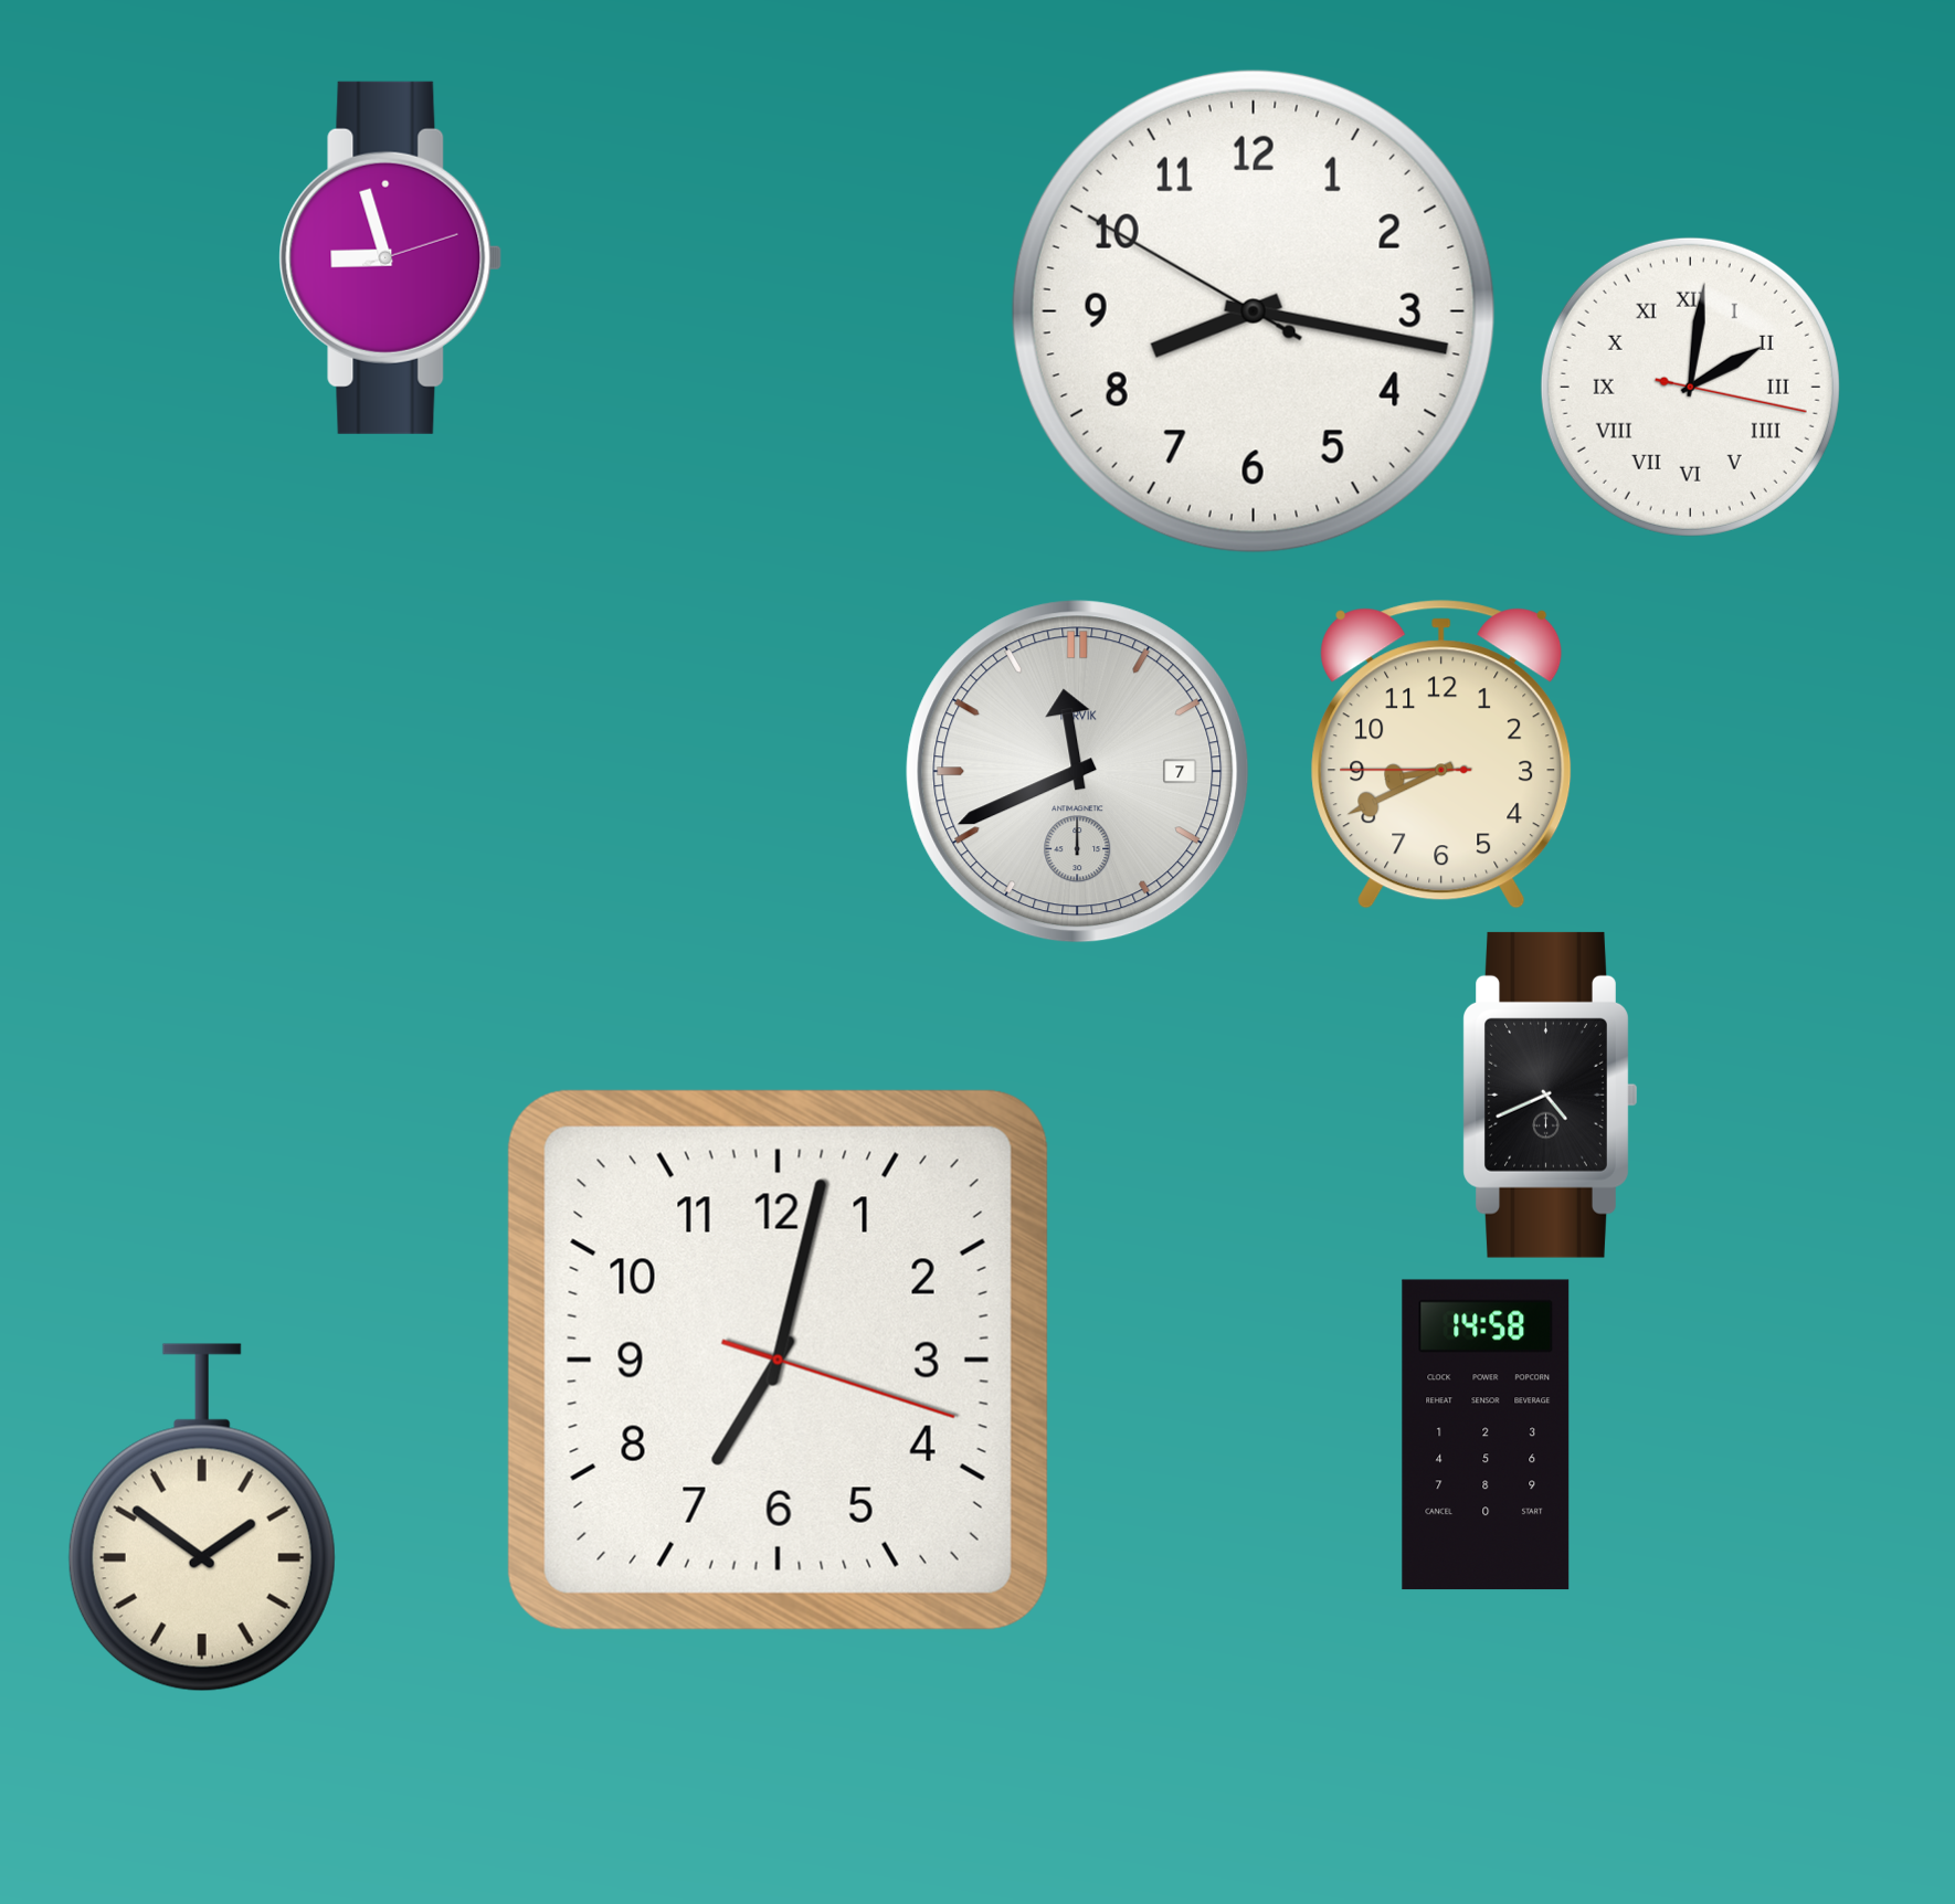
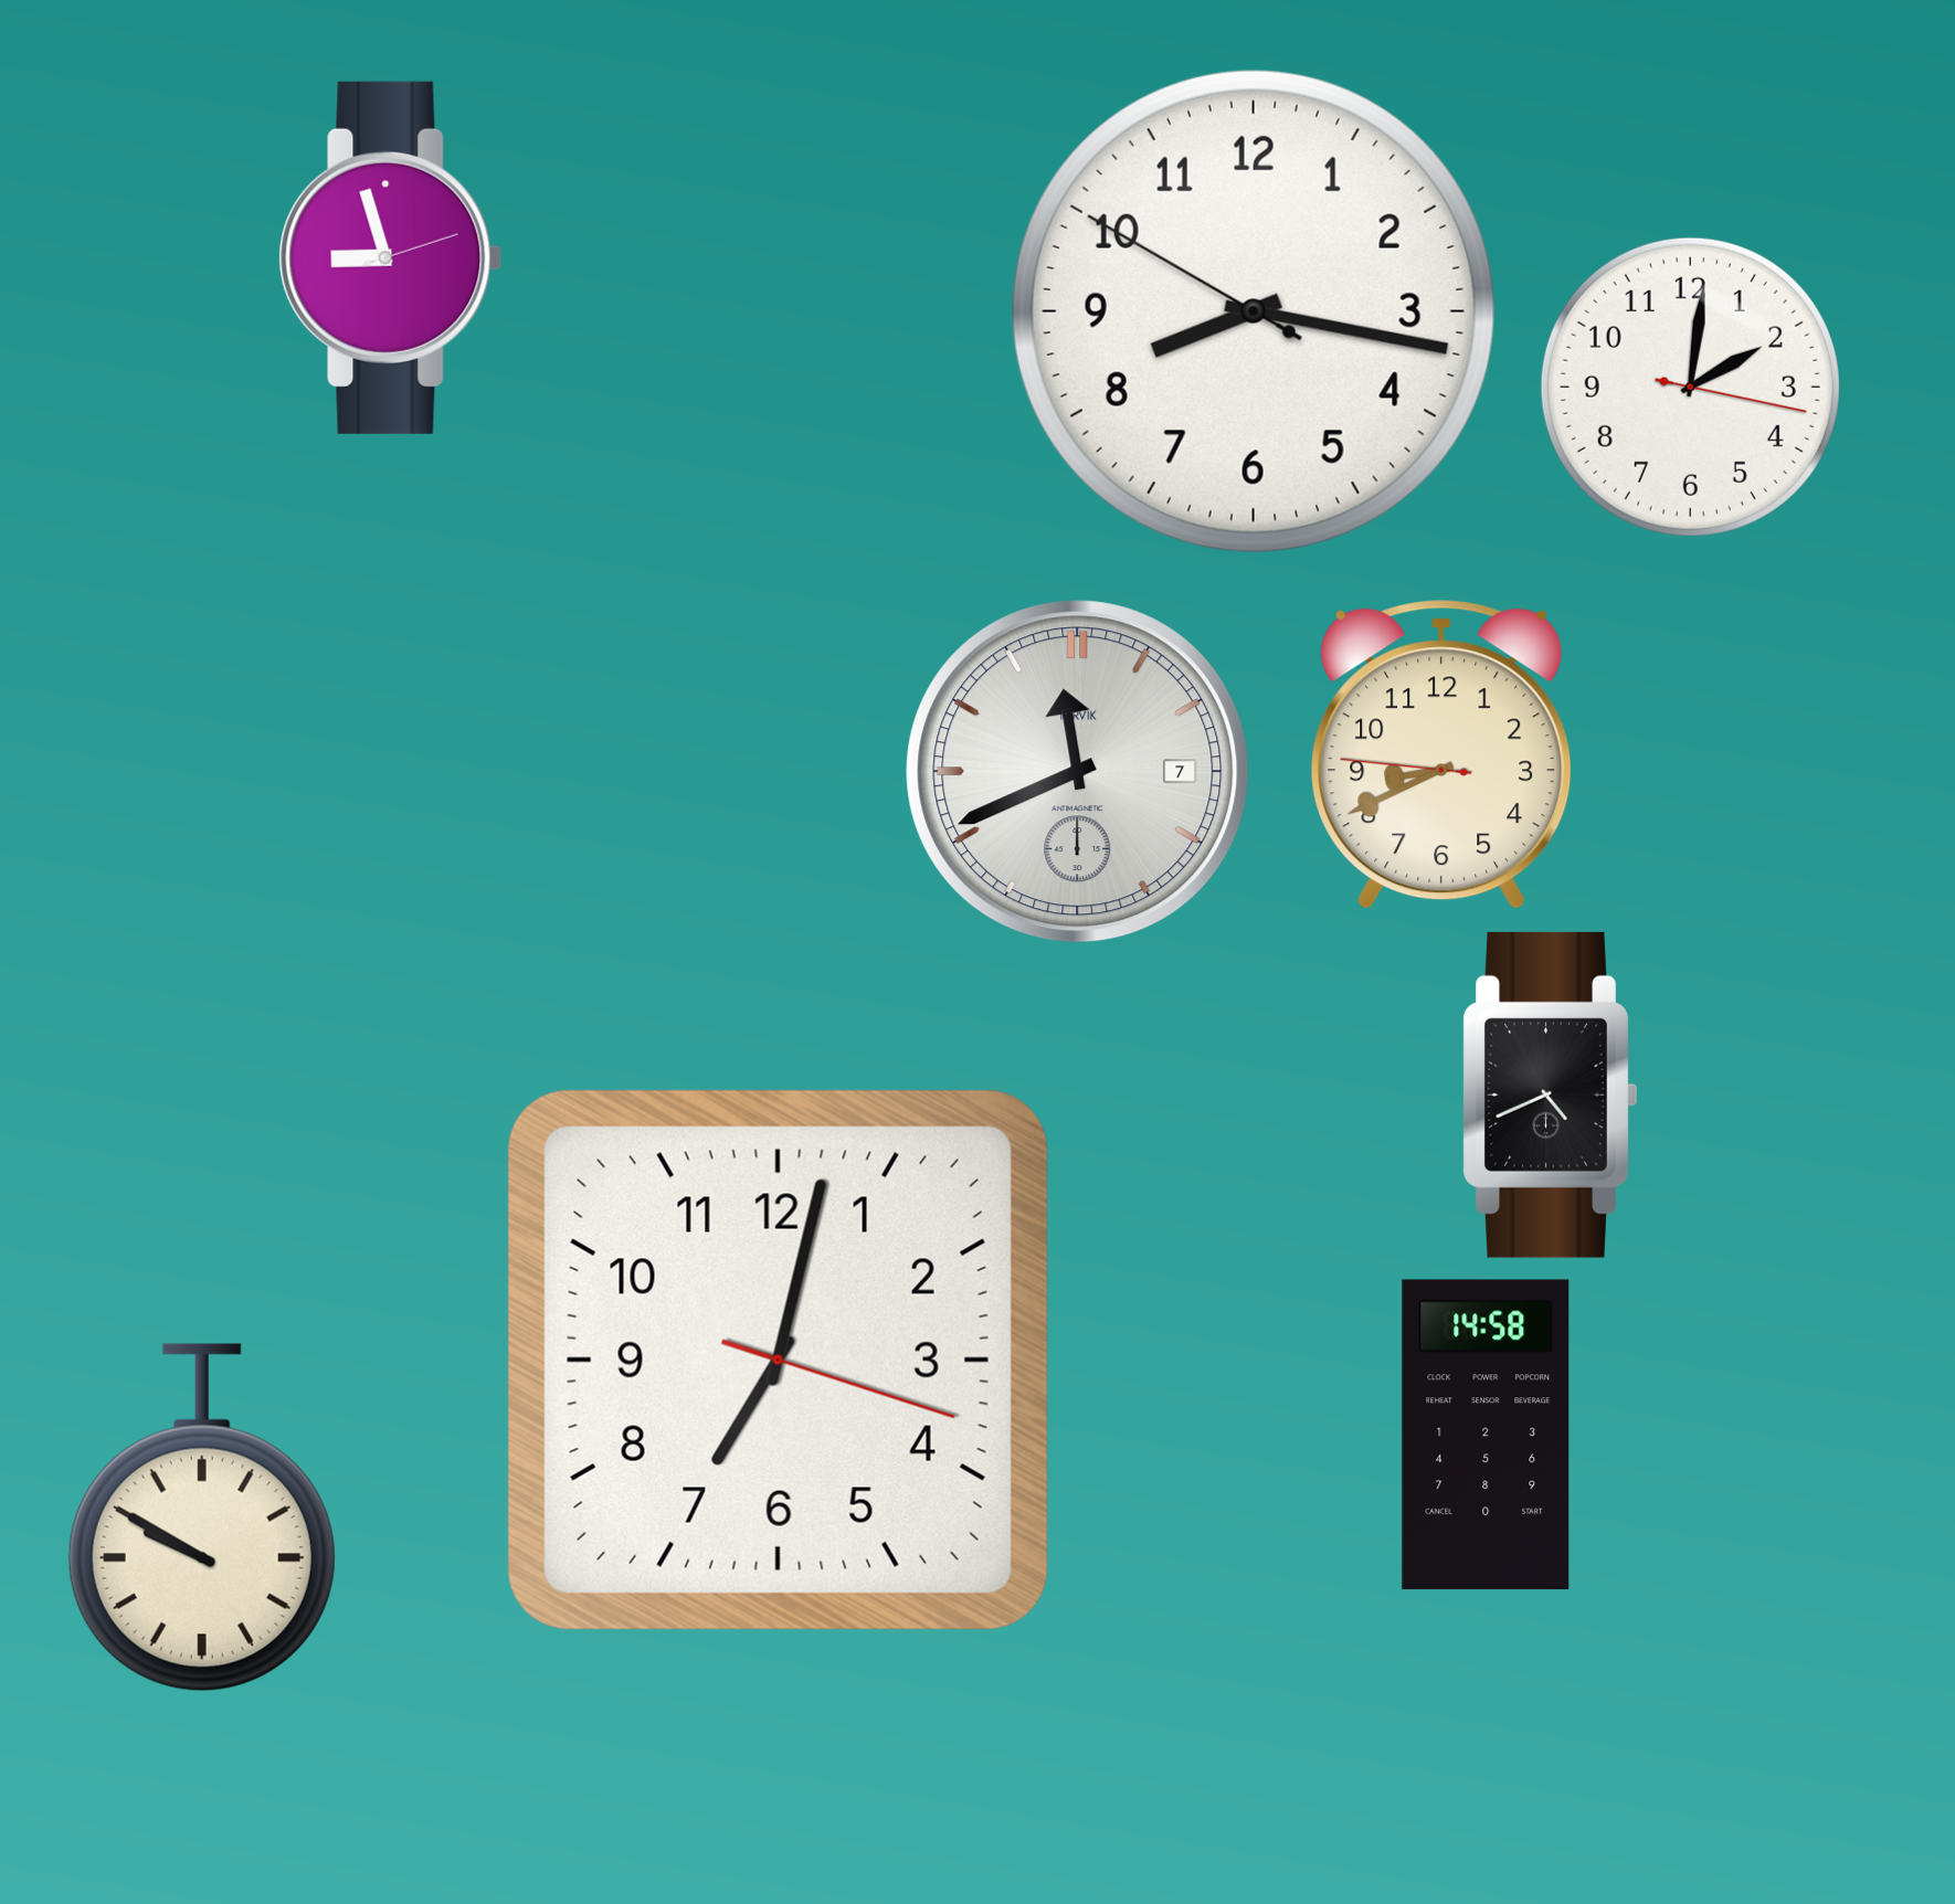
clock at (1690, 387) numerals: Roman -> Arabic
clock at (1441, 754): 8:40:45 -> 8:40:46
clock at (202, 1517): 1:51 -> 9:50
